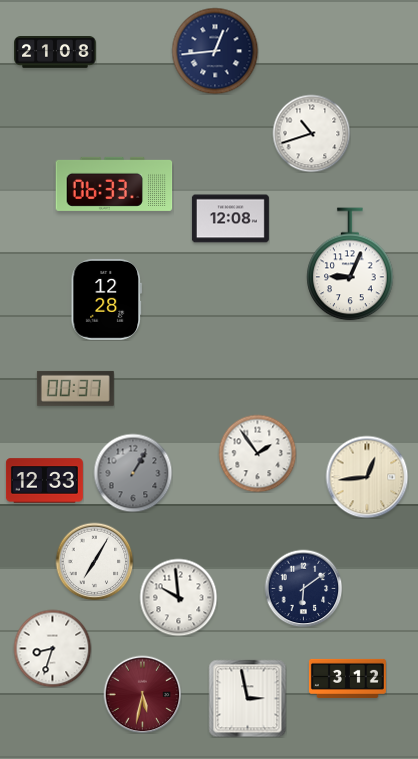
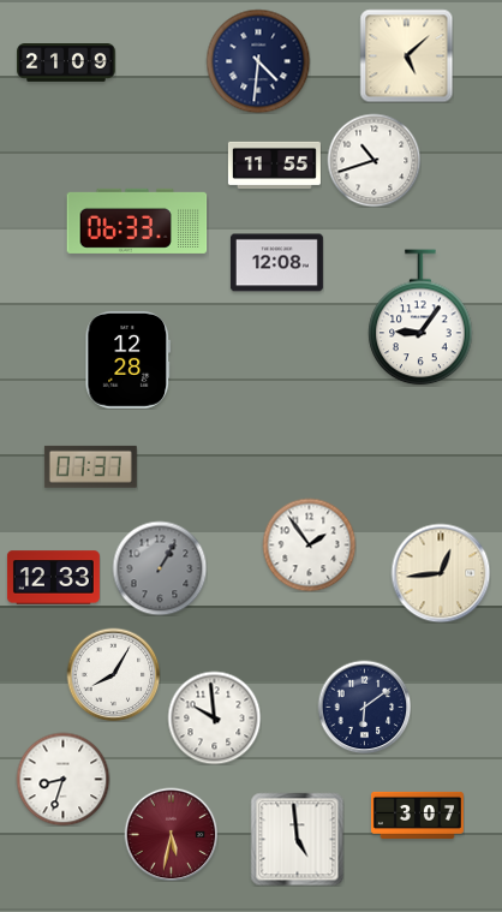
clock at (406, 55): none -> 5:08
clock at (215, 51): 12:44 -> 4:31
clock at (55, 52): 21:08 -> 21:09
clock at (274, 165): none -> 11:55
clock at (350, 264): 9:04 -> 9:06
clock at (75, 388): 00:37 -> 07:37
clock at (94, 561): 7:05 -> 8:05
clock at (347, 678): 3:12 -> 3:07
clock at (247, 698): 2:58 -> 4:59
